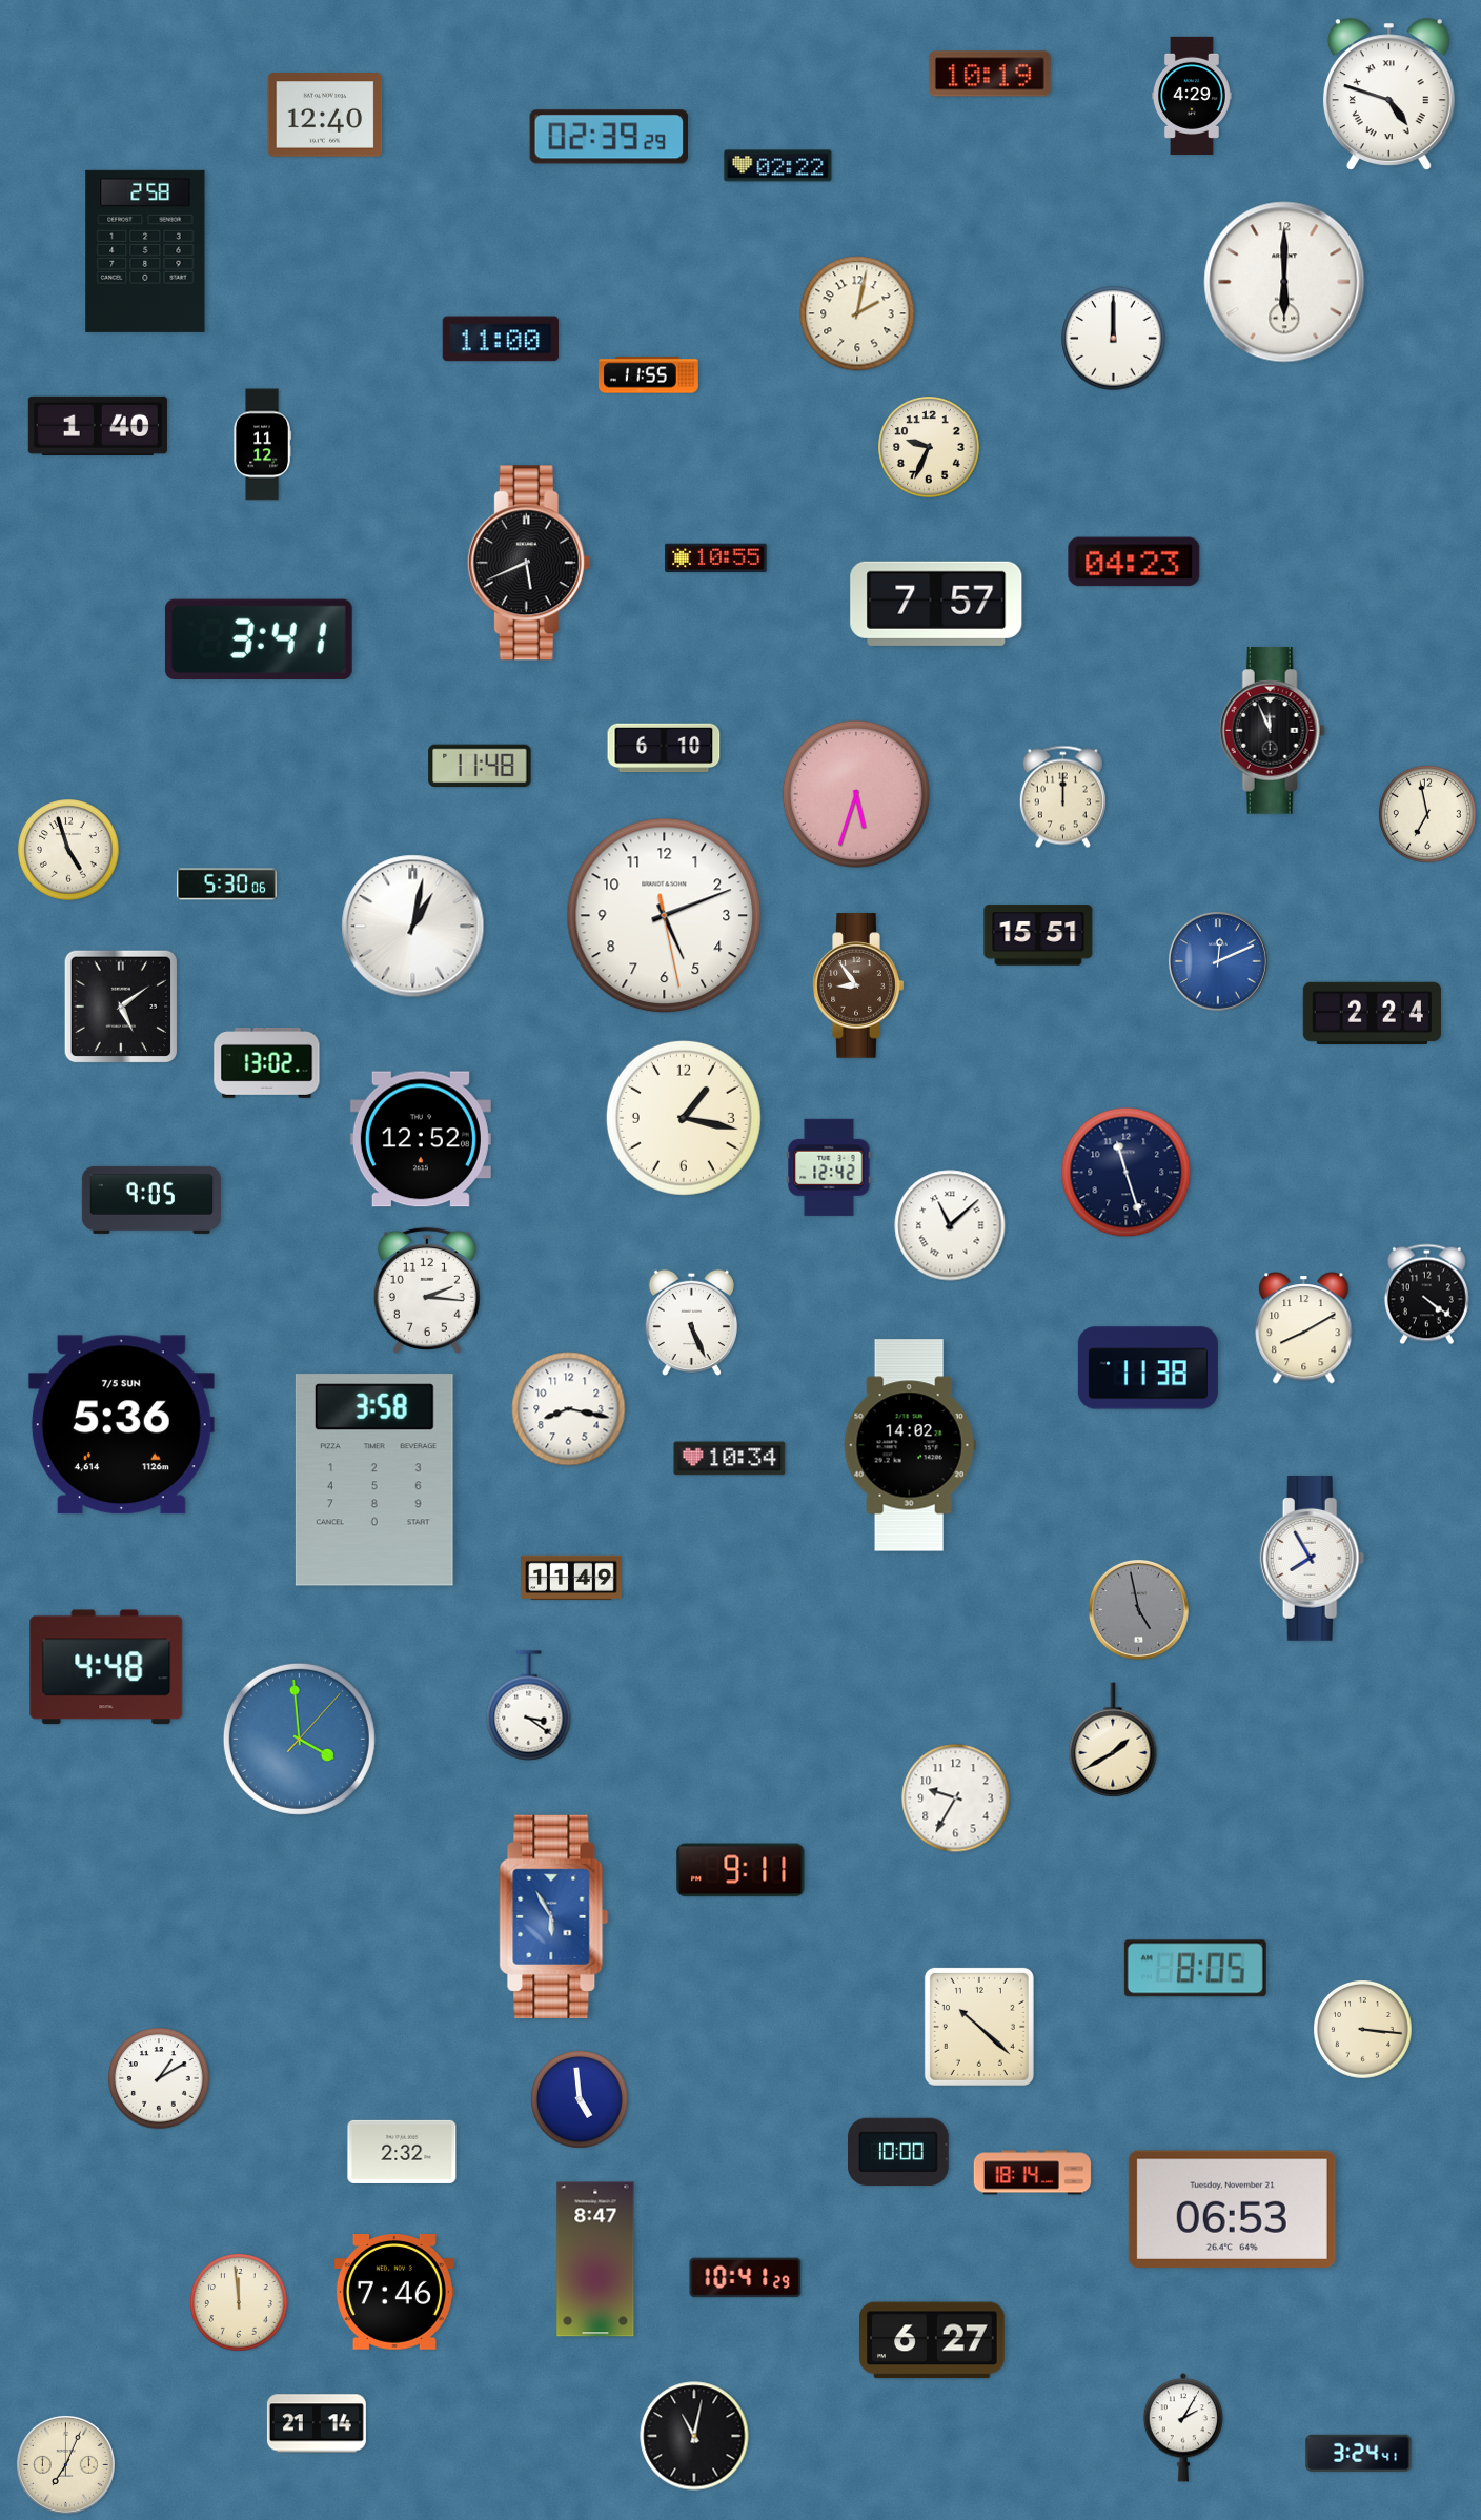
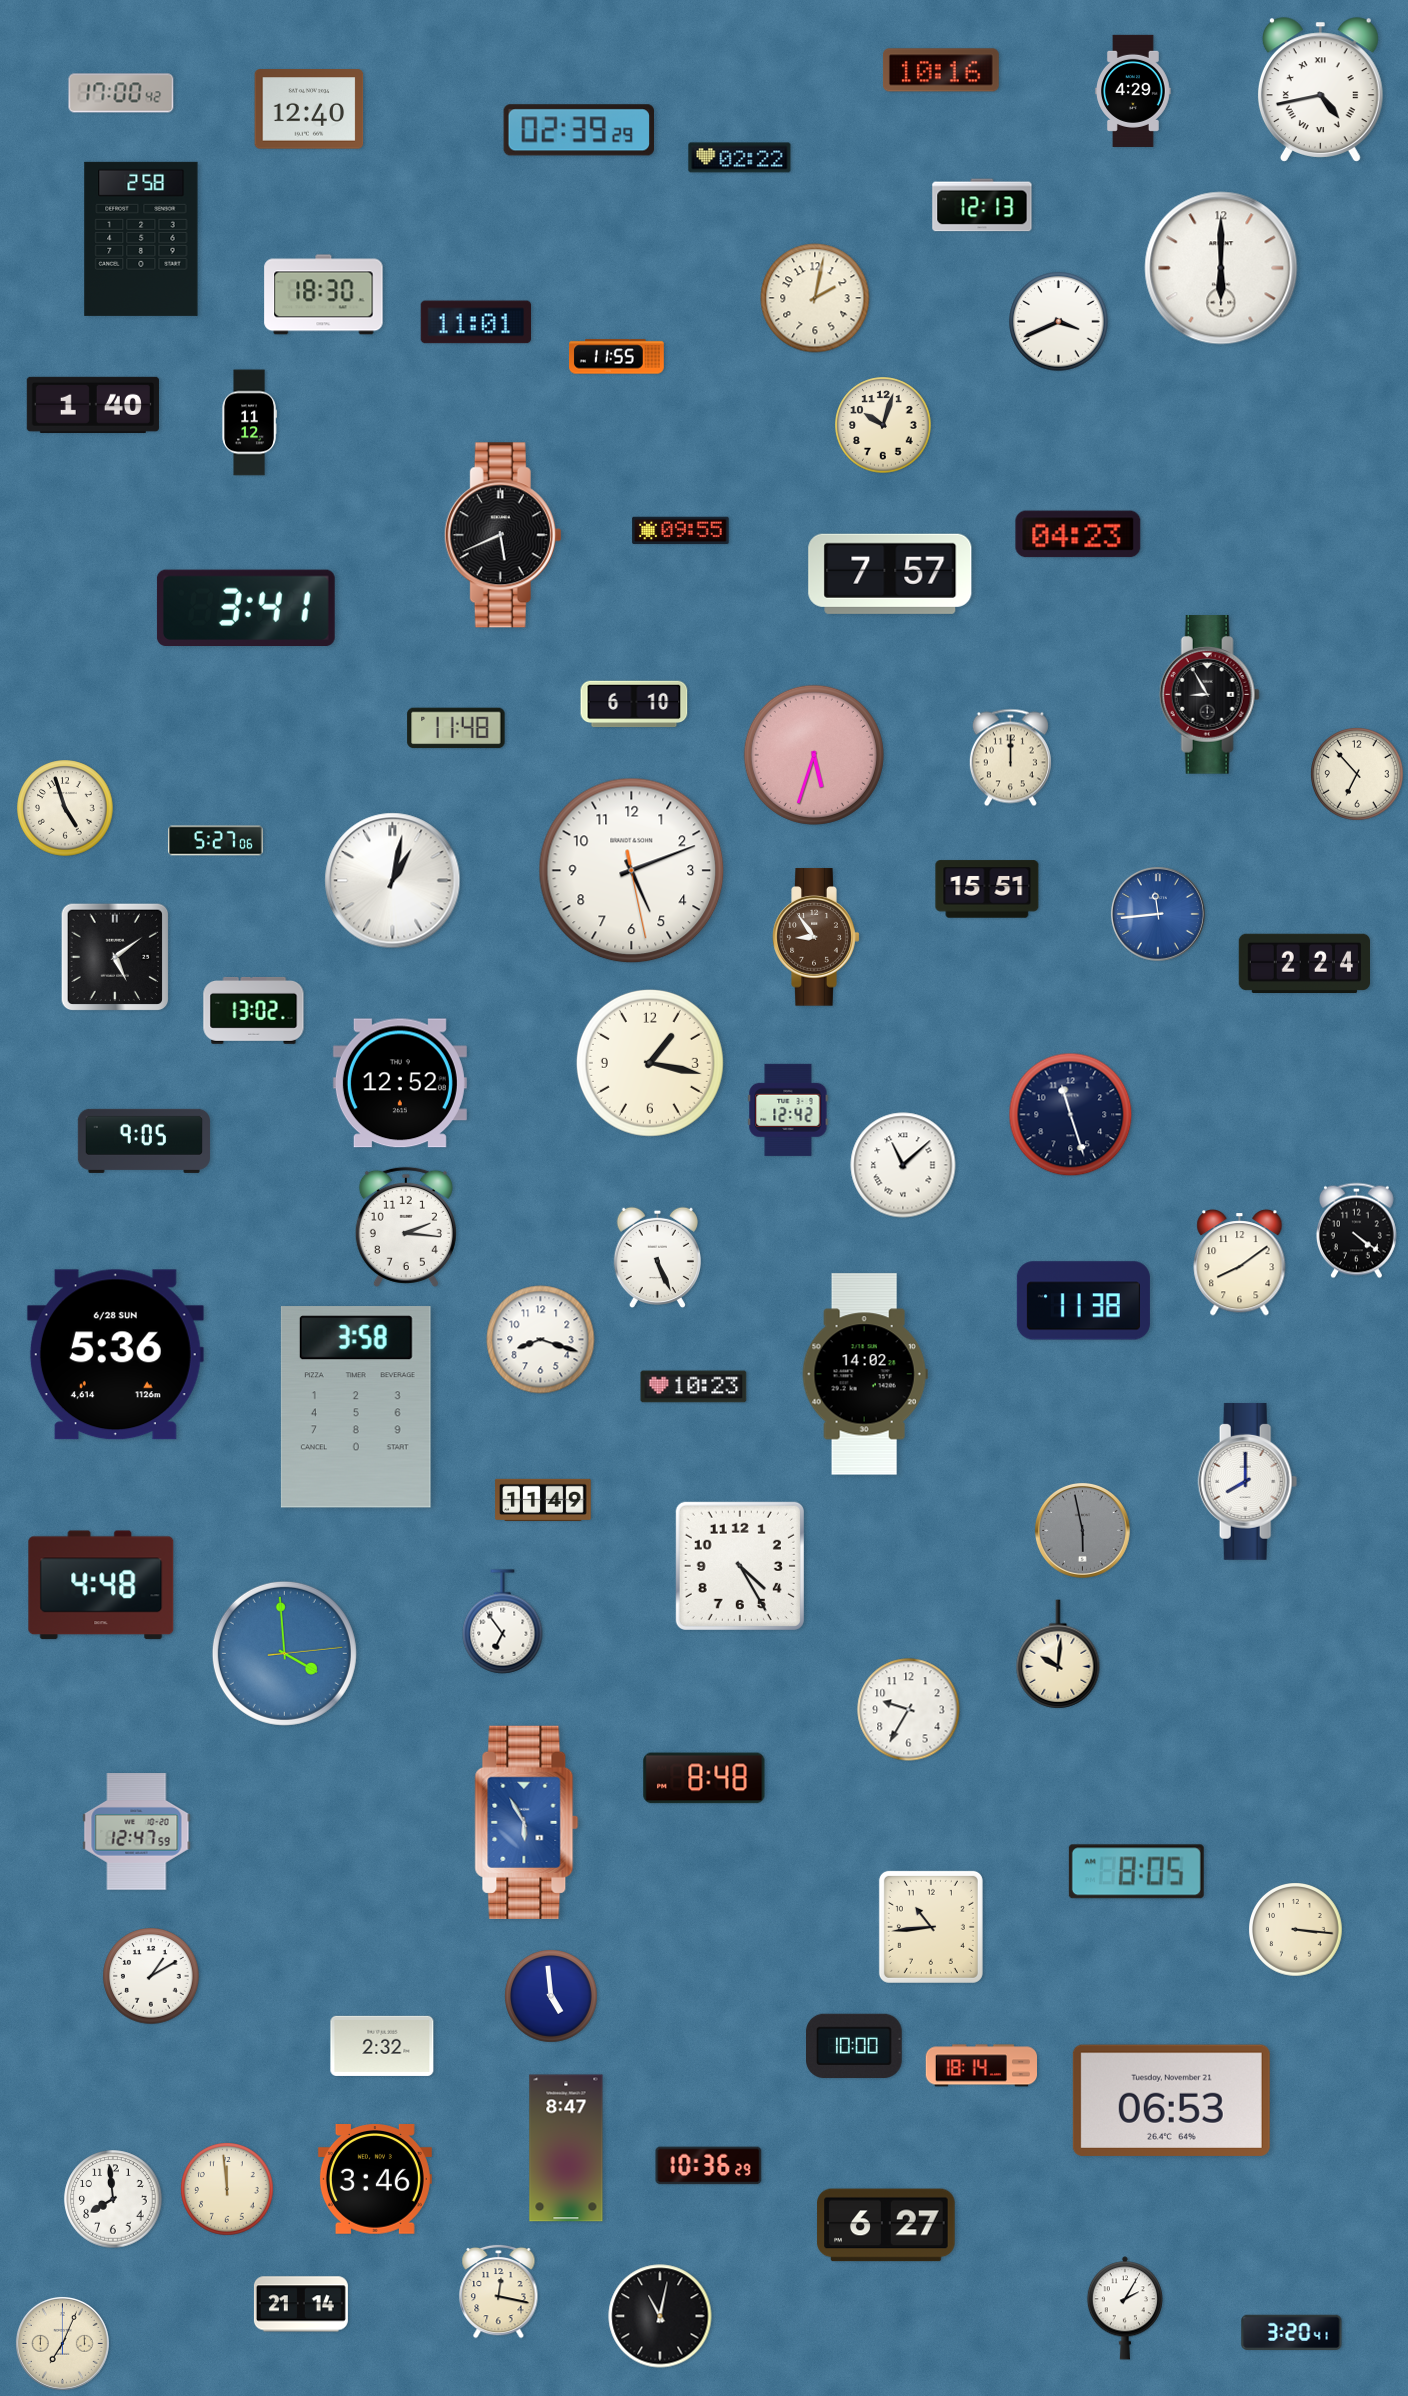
clock at (990, 74): 10:19 -> 10:16
clock at (1388, 95): 4:48 -> 4:43
clock at (121, 93): none -> 17:00
clock at (982, 205): none -> 12:13
clock at (145, 251) position: (145, 251) -> (141, 239)
clock at (324, 295): none -> 18:30
clock at (500, 339): 11:00 -> 11:01
clock at (1114, 339): 12:00 -> 3:41
clock at (929, 447): 9:34 -> 10:03
clock at (716, 558): 10:55 -> 09:55
clock at (1272, 731): 11:56 -> 8:55
clock at (664, 748) position: (664, 748) -> (634, 704)
clock at (1428, 815): 6:58 -> 6:53
clock at (227, 885): 5:30 -> 5:27
clock at (1218, 961): 12:11 -> 11:44
clock at (1304, 1328): 8:10 -> 8:09
clock at (1148, 1368) position: (1148, 1368) -> (1083, 1301)
clock at (569, 1409): 8:17 -> 8:18
clock at (121, 1425) date: 7/5 SUN -> 6/28 SUN
clock at (730, 1459): 10:34 -> 10:23
clock at (1313, 1558): 7:55 -> 8:00
clock at (1138, 1609): 4:58 -> 5:58
clock at (740, 1566): none -> 4:25
clock at (529, 1706): 3:21 -> 6:54
clock at (299, 1739): 3:59:07 -> 3:59:14
clock at (1113, 1740): 1:40 -> 10:01
clock at (740, 1870): 9:11 -> 8:48
clock at (137, 1832): none -> 12:47
clock at (979, 2027): 10:22 -> 10:44
clock at (746, 2278): 10:41 -> 10:36
clock at (394, 2293): 7:46 -> 3:46
clock at (113, 2199): none -> 7:59
clock at (499, 2291): none -> 12:17
clock at (1359, 2453): 3:24 -> 3:20
